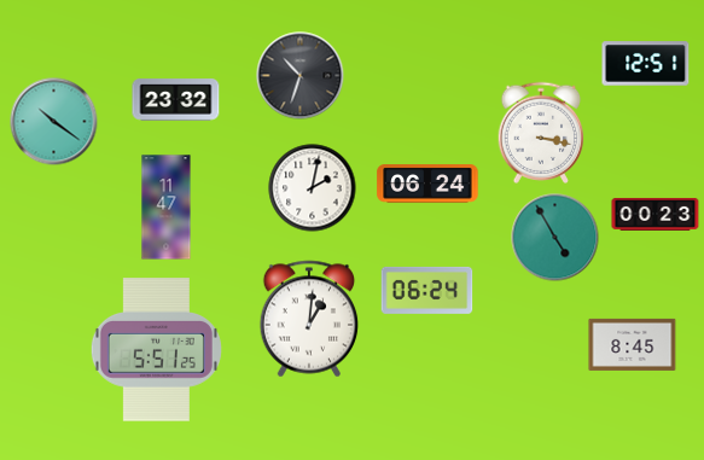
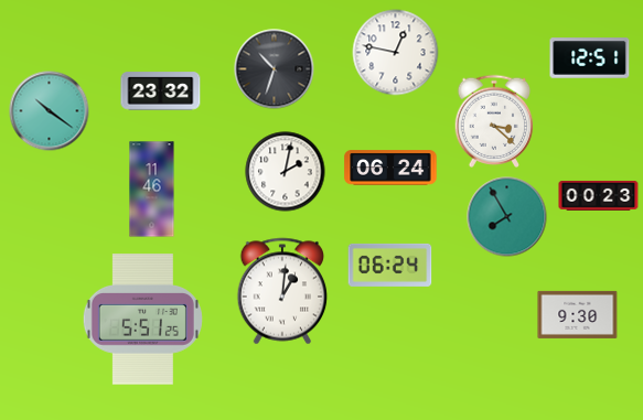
clock at (396, 53): none -> 12:47
clock at (541, 132): 3:17 -> 3:22
clock at (167, 208): 11:47 -> 11:46
clock at (555, 238): 4:55 -> 7:55
clock at (633, 344): 8:45 -> 9:30
